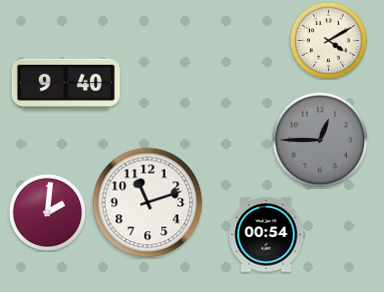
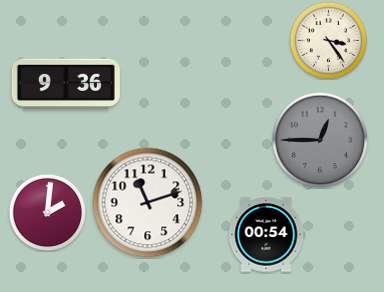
clock at (328, 40): 4:10 -> 3:24
clock at (66, 83): 9:40 -> 9:36
